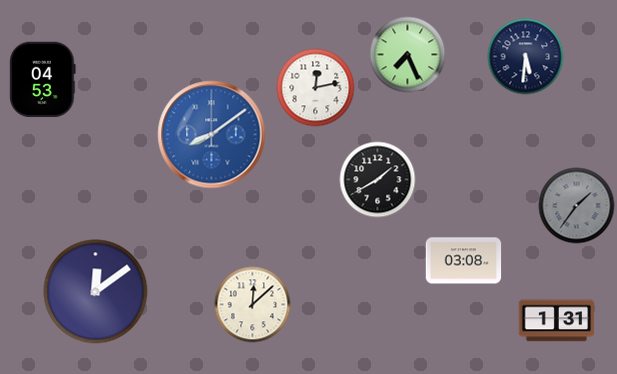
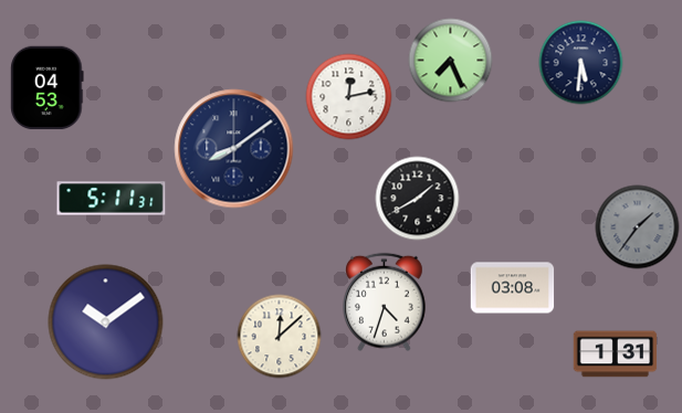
clock at (212, 135) dial: blue -> navy
clock at (112, 199): none -> 5:11
clock at (385, 303): none -> 4:33
clock at (96, 292): 12:09 -> 10:09
